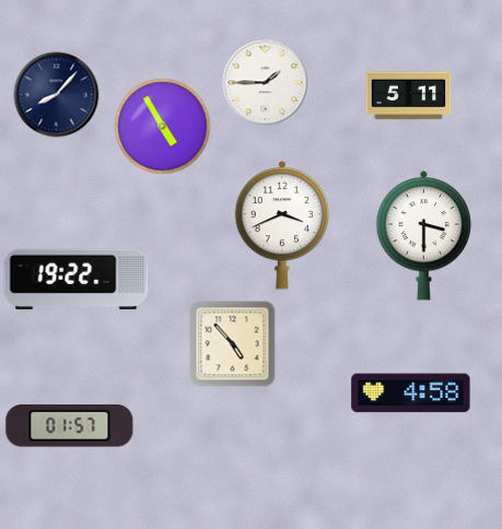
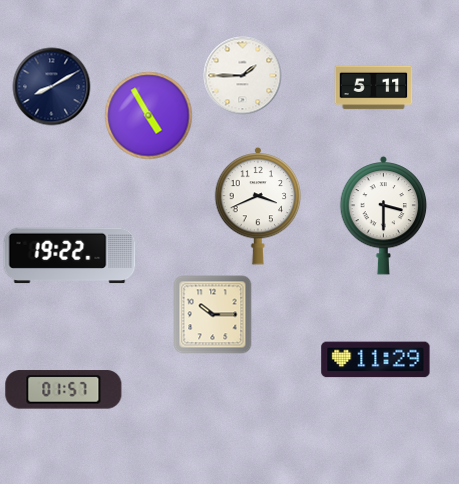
clock at (56, 94): 8:07 -> 8:10
clock at (424, 235) position: (424, 235) -> (384, 215)
clock at (232, 343): 4:53 -> 10:15
clock at (411, 393): 4:58 -> 11:29
